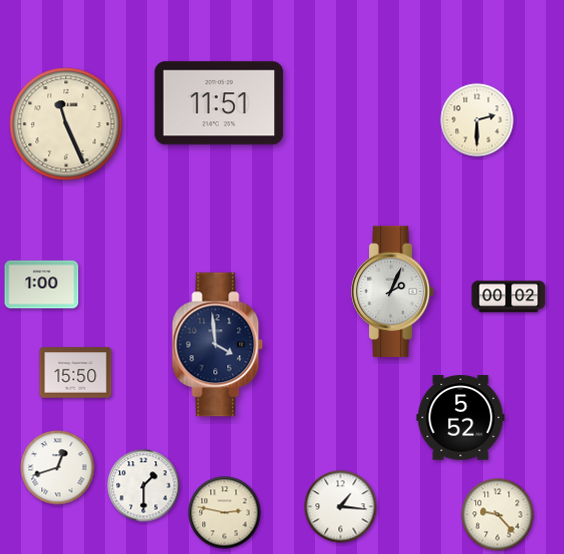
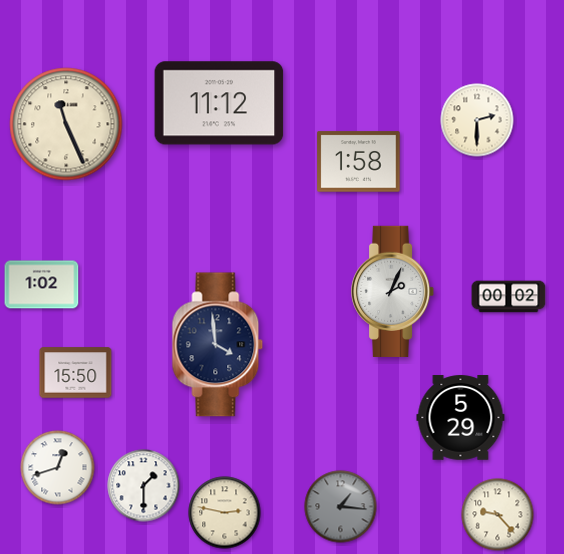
clock at (219, 103): 11:51 -> 11:12
clock at (359, 162): none -> 1:58
clock at (42, 285): 1:00 -> 1:02
clock at (461, 418): 5:52 -> 5:29
clock at (341, 507) dial: white -> grey
